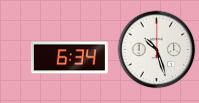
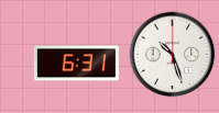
clock at (69, 58): 6:34 -> 6:31
